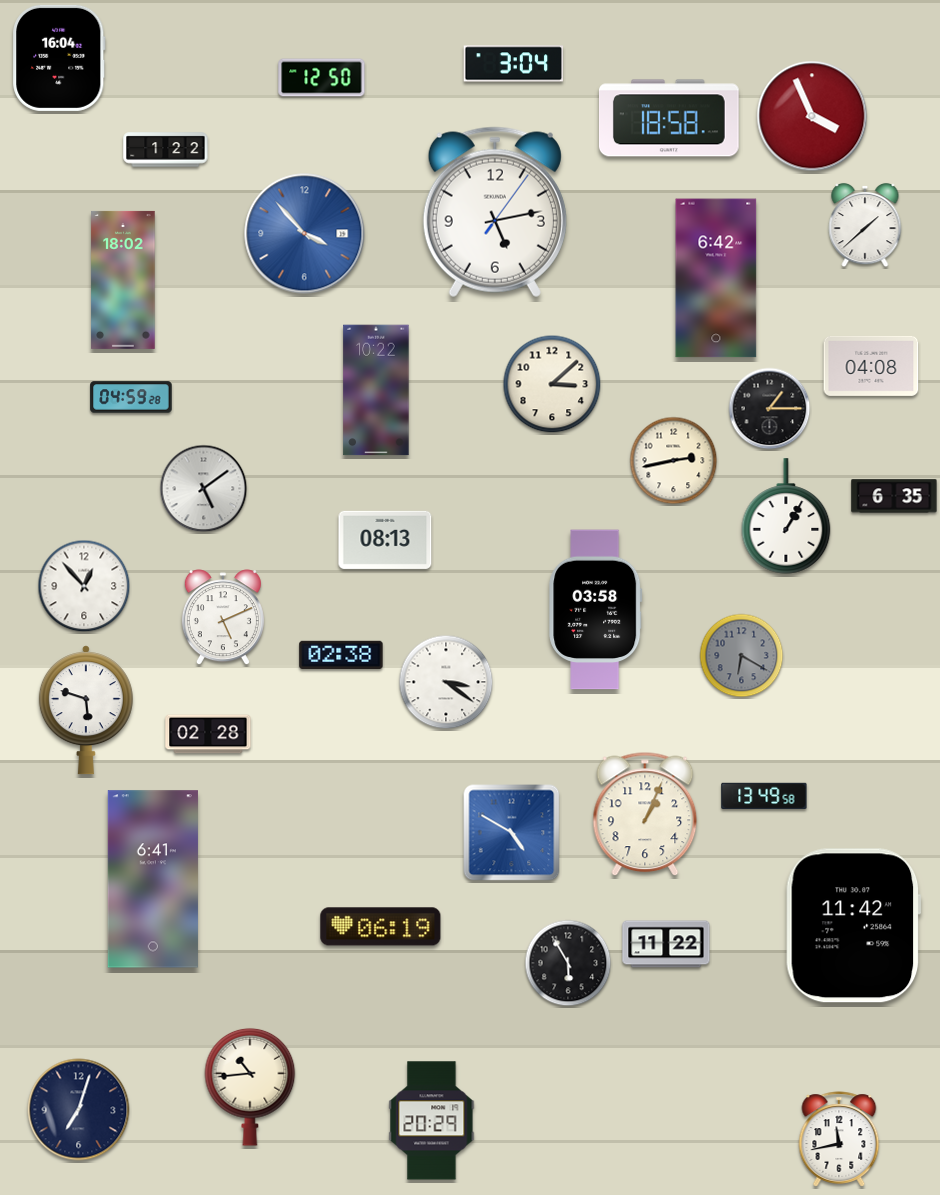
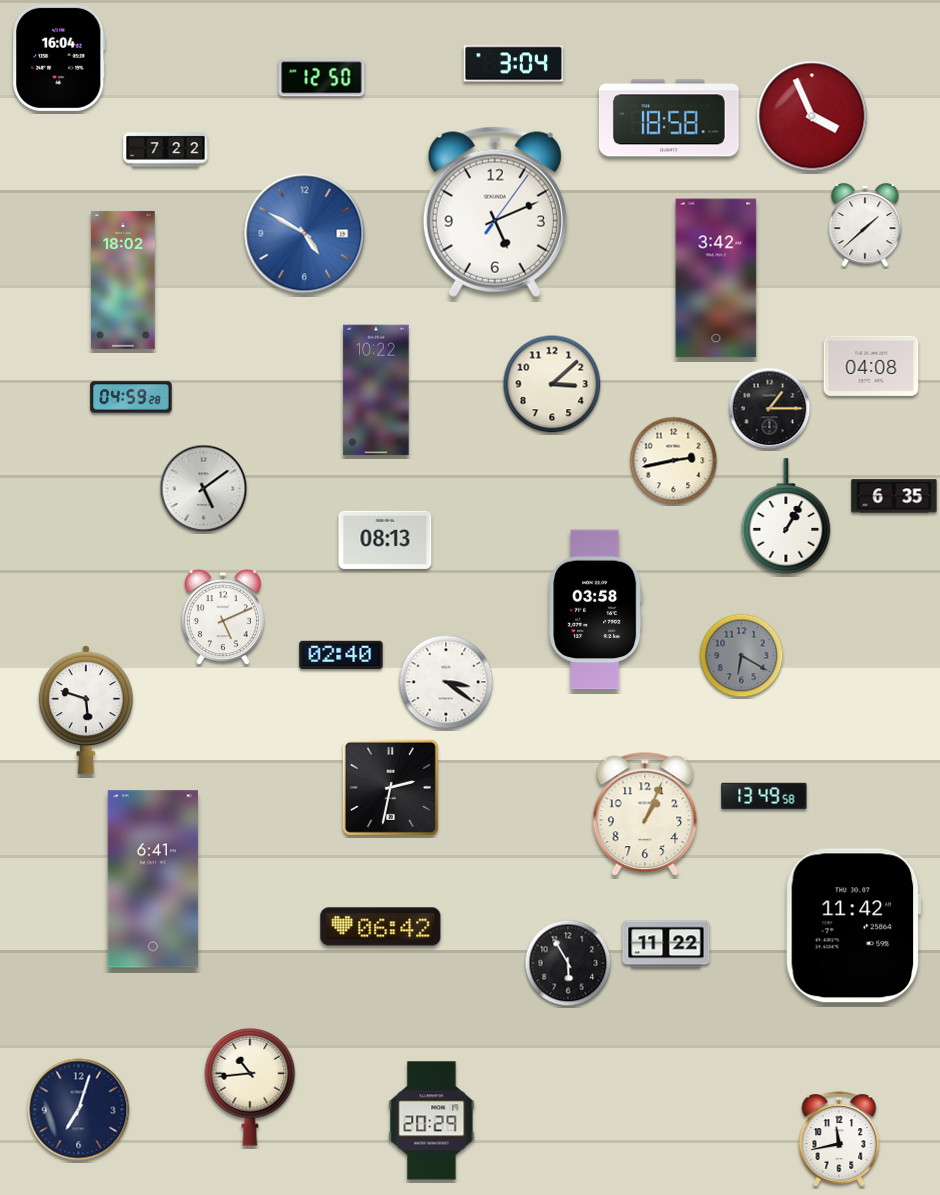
clock at (166, 150): 1:22 -> 7:22
clock at (495, 212): 5:13 -> 5:11
clock at (305, 234): 3:53 -> 4:50
clock at (716, 278): 6:42 -> 3:42
clock at (84, 586): 12:53 -> none
clock at (341, 654): 02:38 -> 02:40
clock at (208, 734): 02:28 -> none
clock at (390, 787): none -> 2:32
clock at (512, 833): 4:50 -> none
clock at (381, 927): 06:19 -> 06:42
